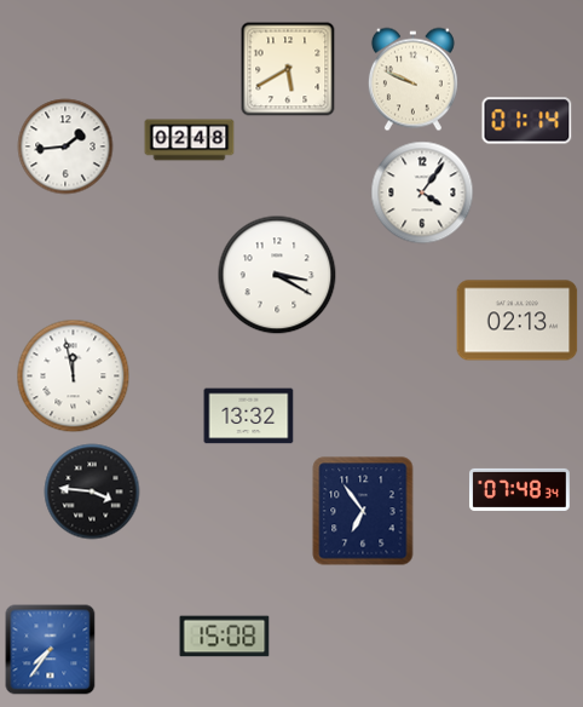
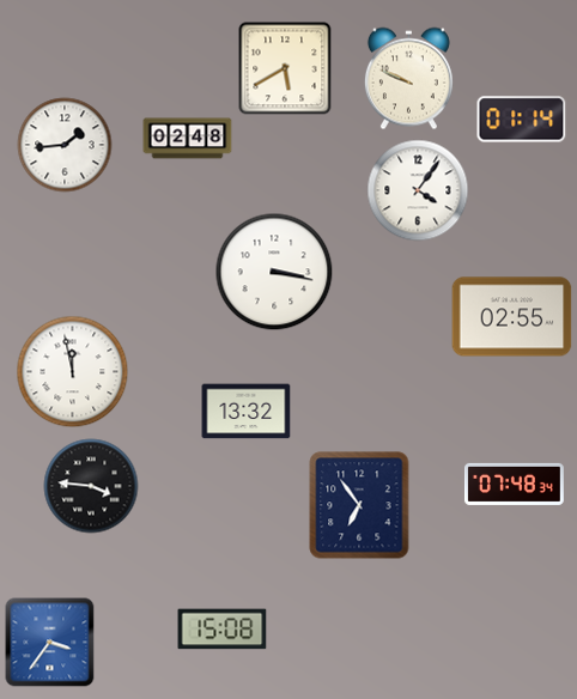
clock at (277, 275): 3:20 -> 3:17
clock at (518, 321): 02:13 -> 02:55
clock at (51, 650): 7:36 -> 3:36
